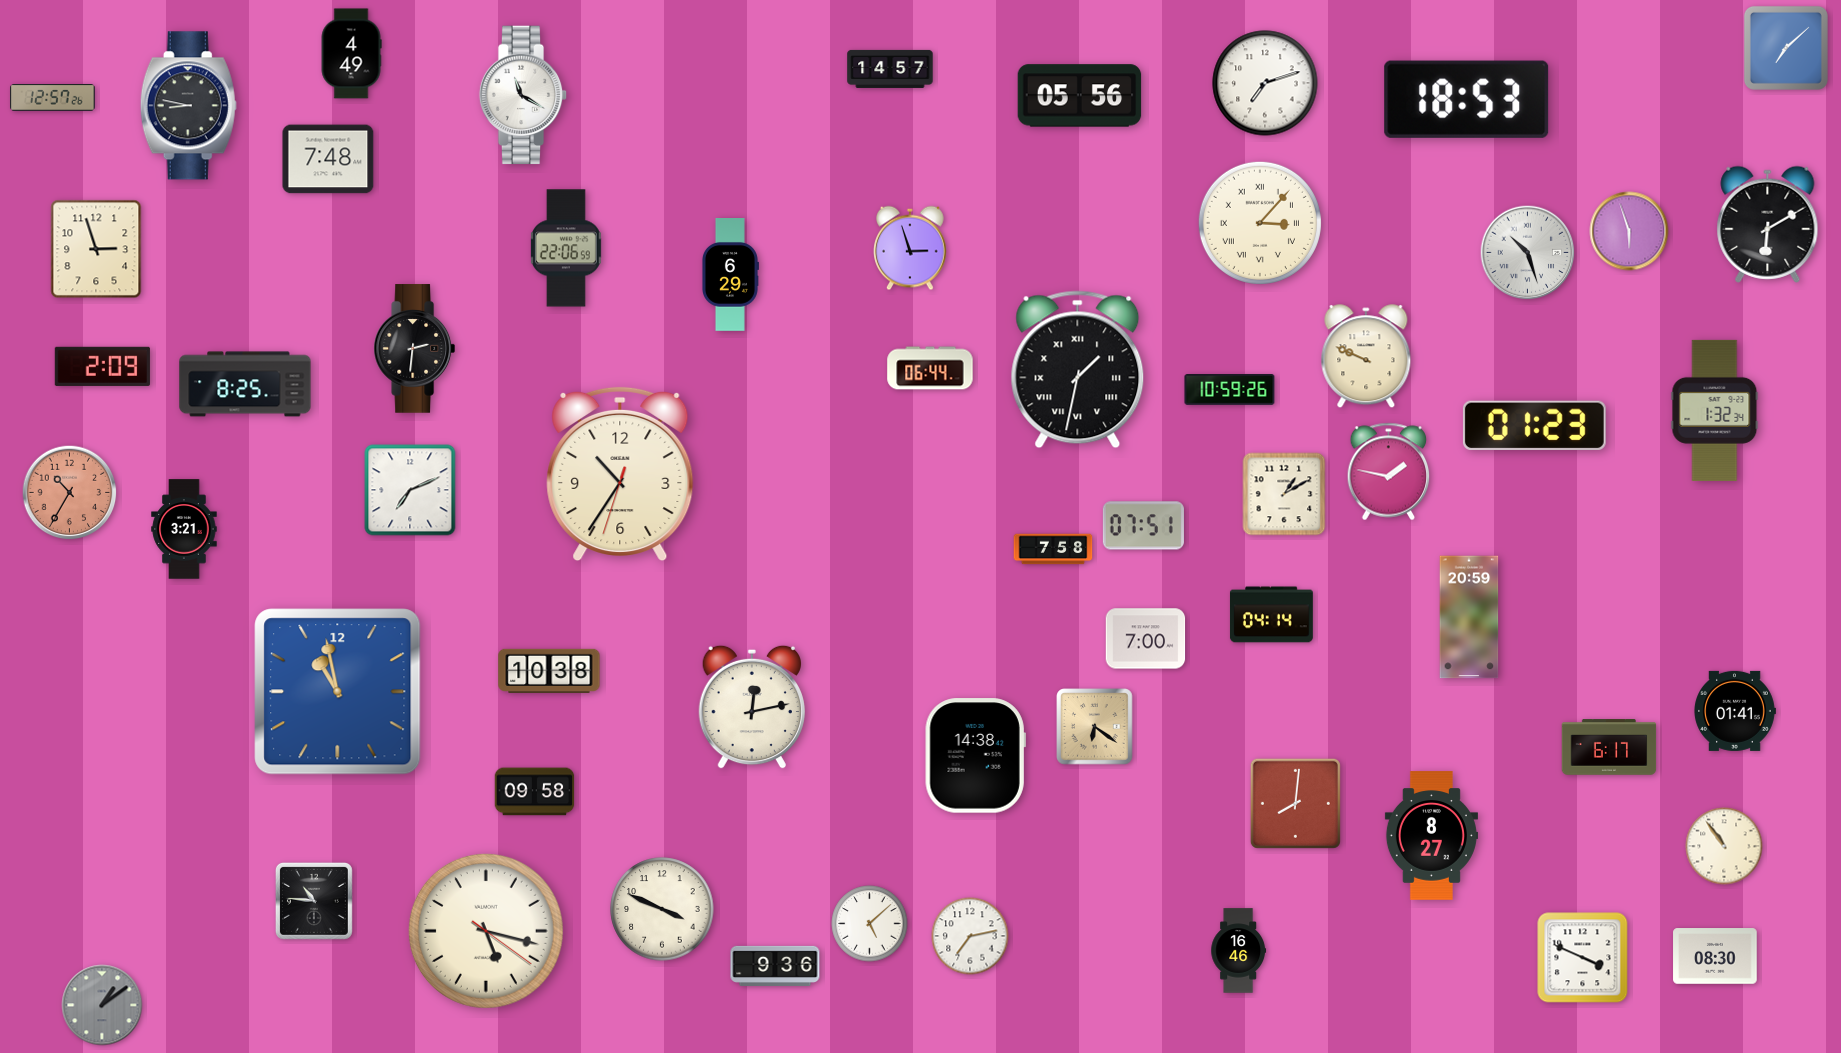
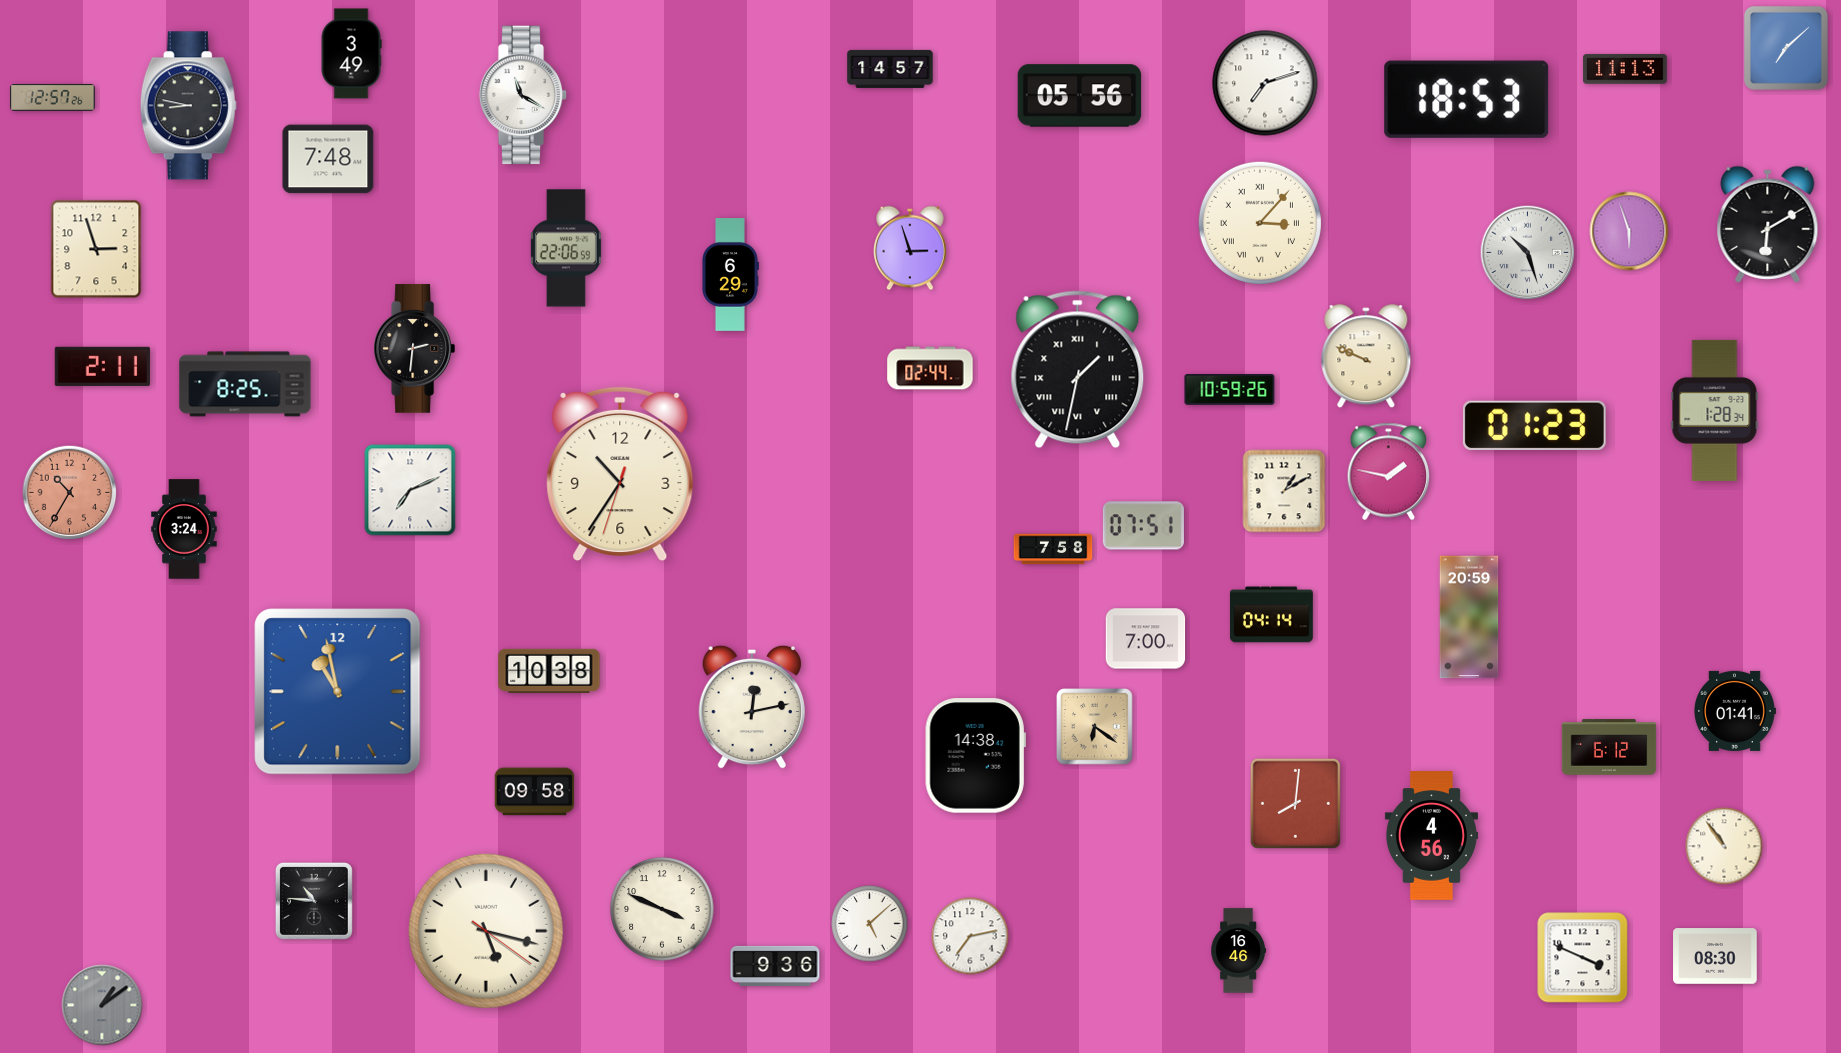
clock at (351, 54): 4:49 -> 3:49
clock at (1625, 69): none -> 11:13
clock at (102, 366): 2:09 -> 2:11
clock at (930, 368): 06:44 -> 02:44
clock at (1715, 410): 1:32 -> 1:28
clock at (1284, 494) position: (1284, 494) -> (1284, 491)
clock at (184, 529): 3:21 -> 3:24
clock at (1609, 747): 6:17 -> 6:12
clock at (1431, 836): 8:27 -> 4:56
